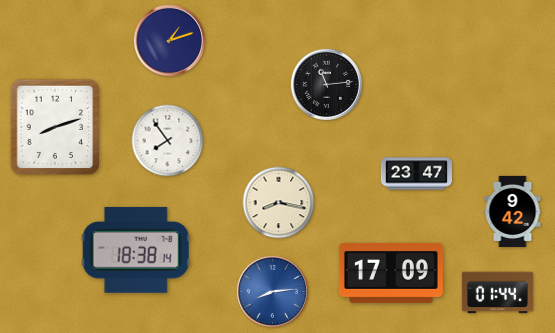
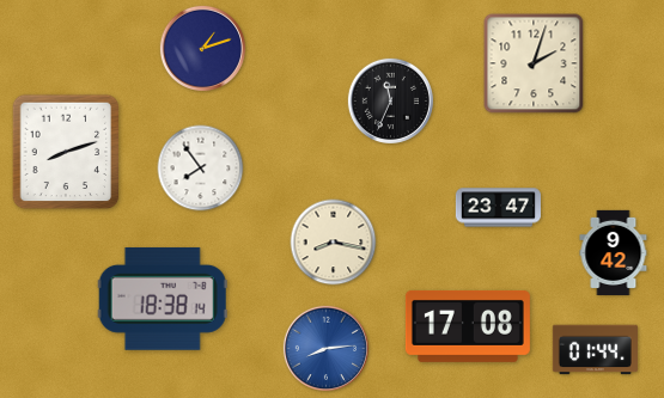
clock at (534, 63): none -> 2:03
clock at (326, 84): 11:14 -> 11:34
clock at (391, 273): 17:09 -> 17:08
